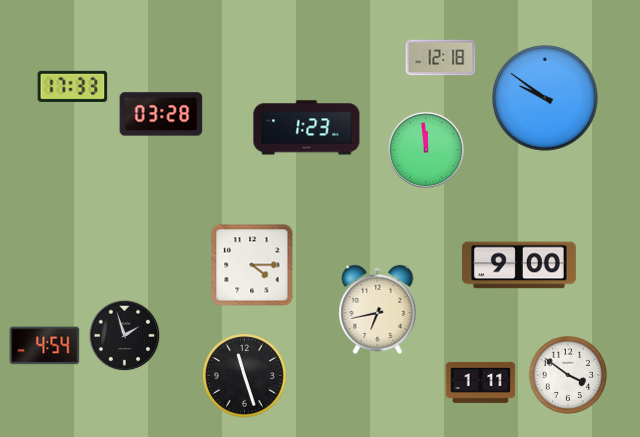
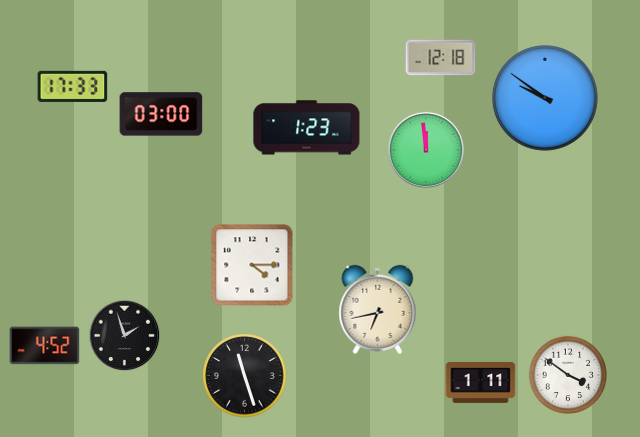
clock at (161, 114): 03:28 -> 03:00
clock at (519, 265): 9:00 -> none
clock at (45, 346): 4:54 -> 4:52
